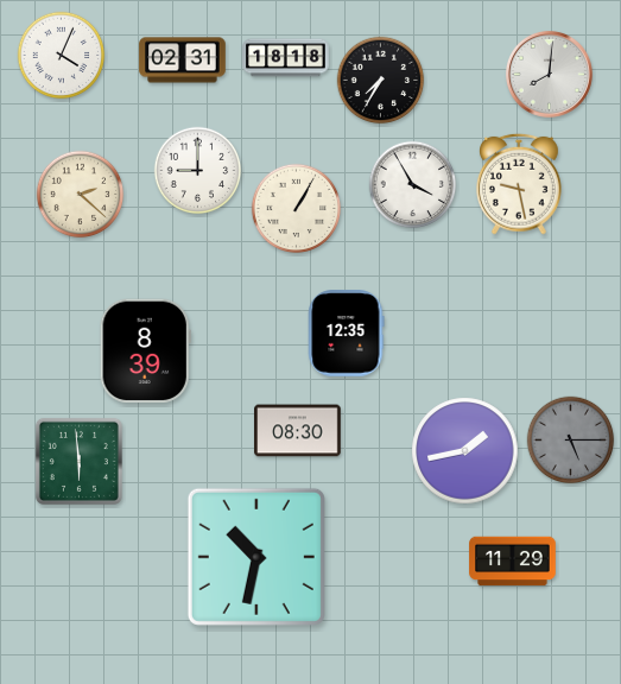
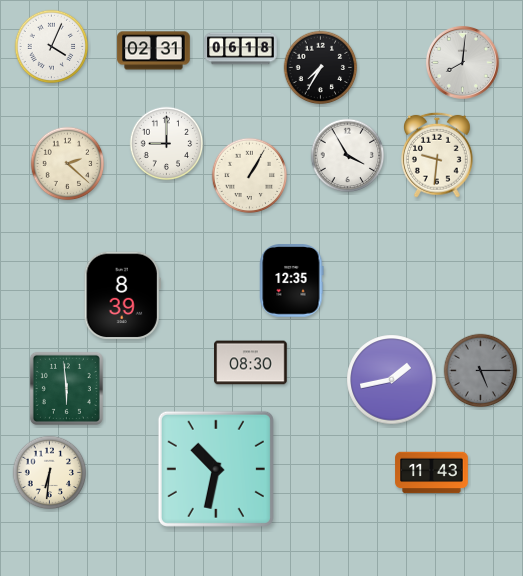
clock at (286, 58): 18:18 -> 06:18
clock at (520, 184): 9:28 -> 9:31
clock at (50, 473): none -> 6:31
clock at (513, 562): 11:29 -> 11:43
